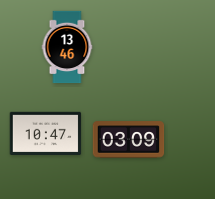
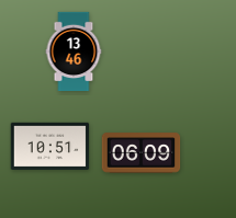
clock at (46, 133): 10:47 -> 10:51
clock at (129, 140): 03:09 -> 06:09
